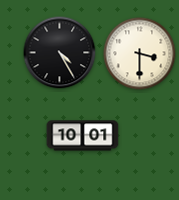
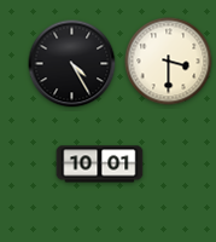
clock at (140, 54) position: (140, 54) -> (169, 62)
